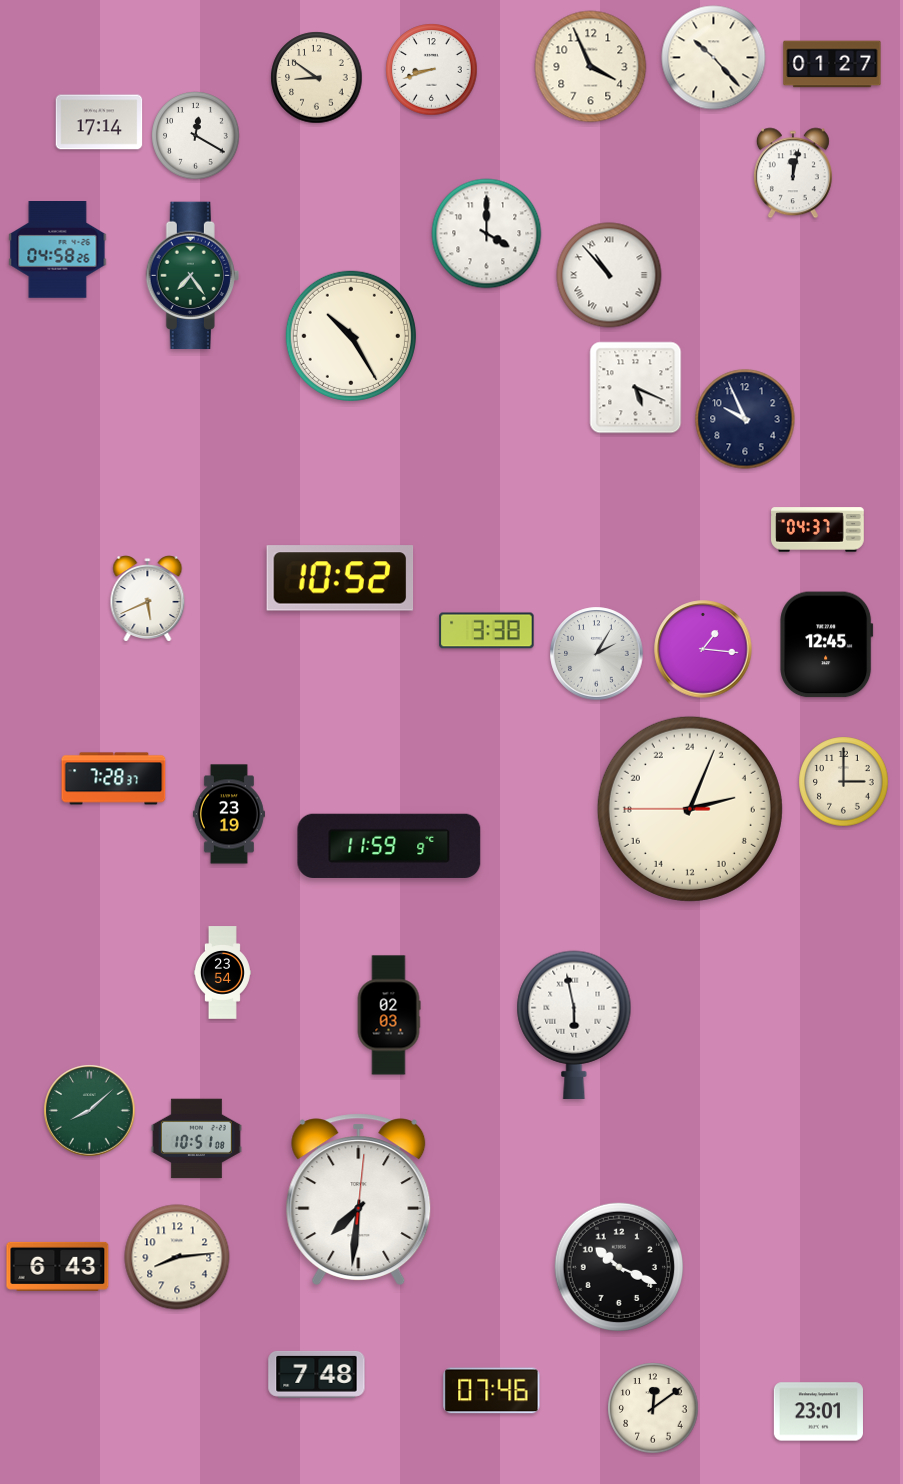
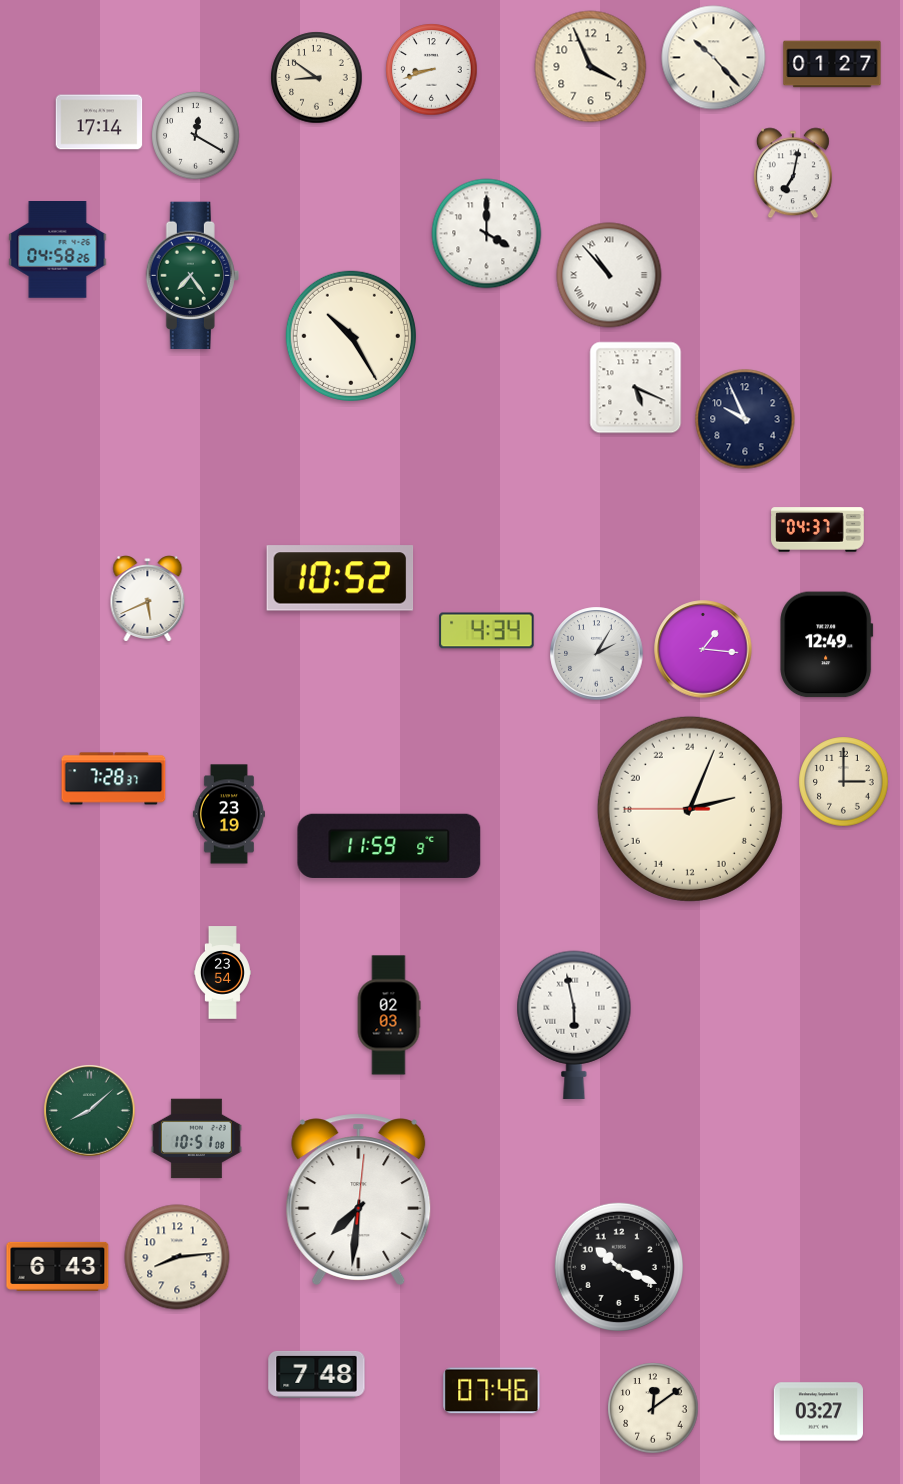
clock at (793, 173): 12:02 -> 7:02
clock at (487, 631): 3:38 -> 4:34
clock at (827, 645): 12:45 -> 12:49
clock at (818, 1412): 23:01 -> 03:27
